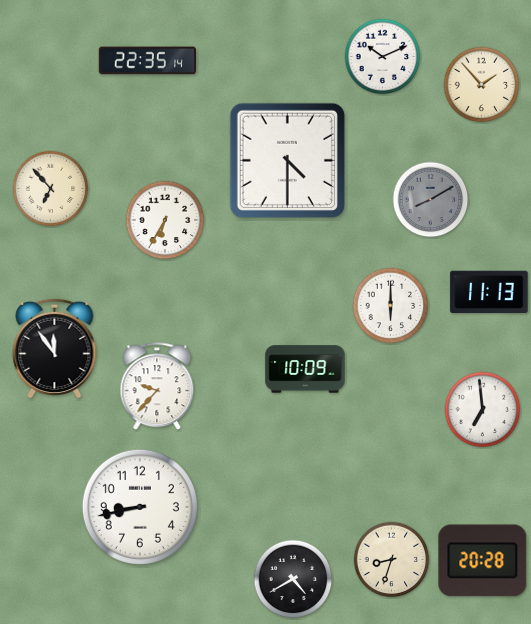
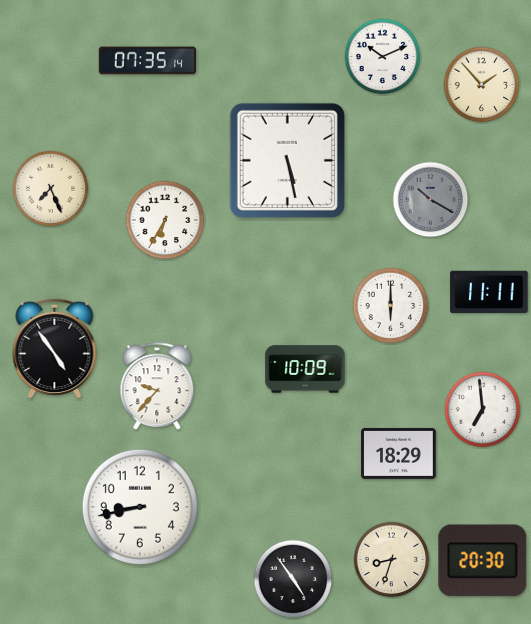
clock at (147, 61): 22:35 -> 07:35
clock at (287, 160): 4:30 -> 5:28
clock at (51, 189): 6:53 -> 7:26
clock at (431, 200): 8:10 -> 10:20
clock at (489, 291): 11:13 -> 11:11
clock at (55, 347): 11:54 -> 4:54
clock at (399, 453): none -> 18:29
clock at (483, 561): 20:28 -> 20:30
clock at (293, 579): 4:40 -> 4:54
